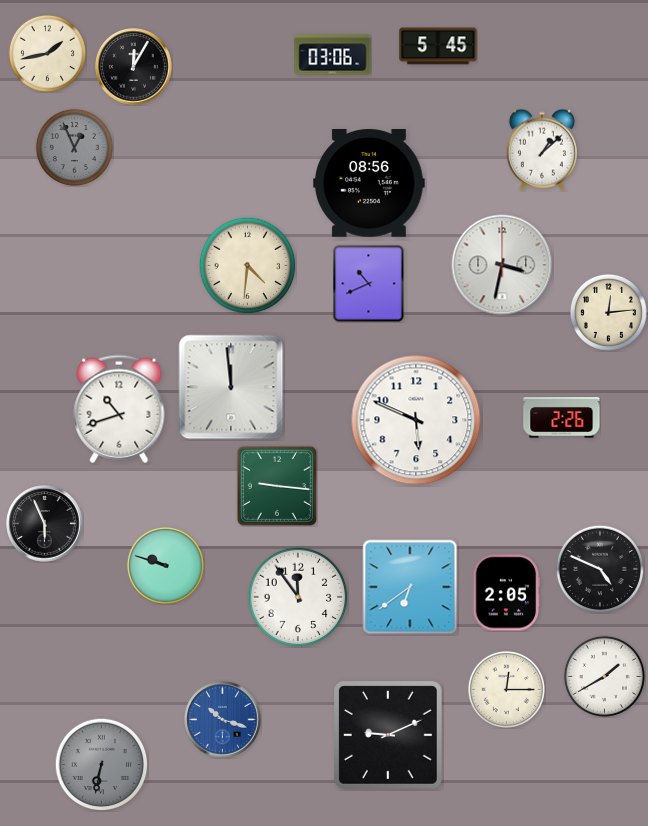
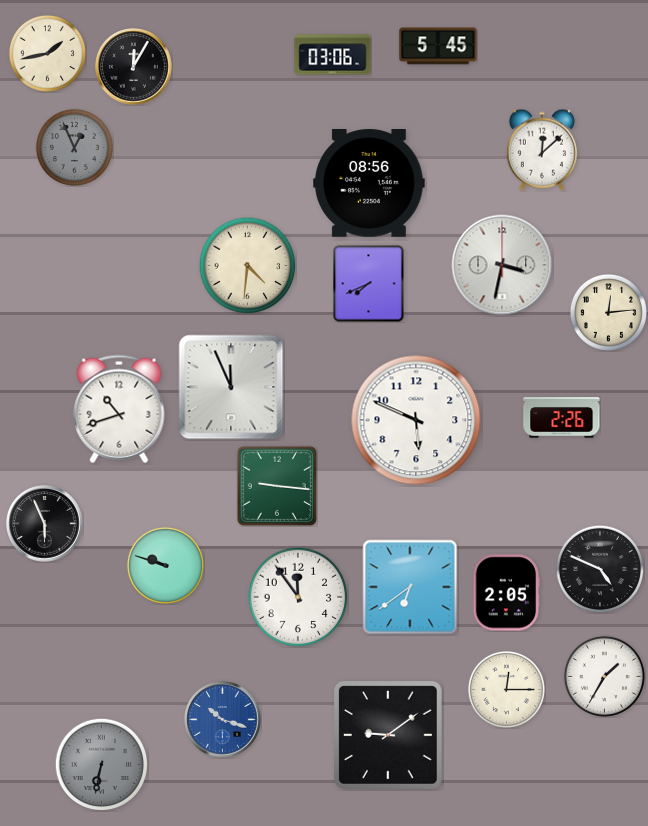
clock at (542, 150): 1:08 -> 12:08
clock at (369, 283): 10:41 -> 7:41
clock at (231, 387): 11:59 -> 11:56
clock at (604, 676): 1:40 -> 1:35
clock at (388, 735): 9:11 -> 9:09
